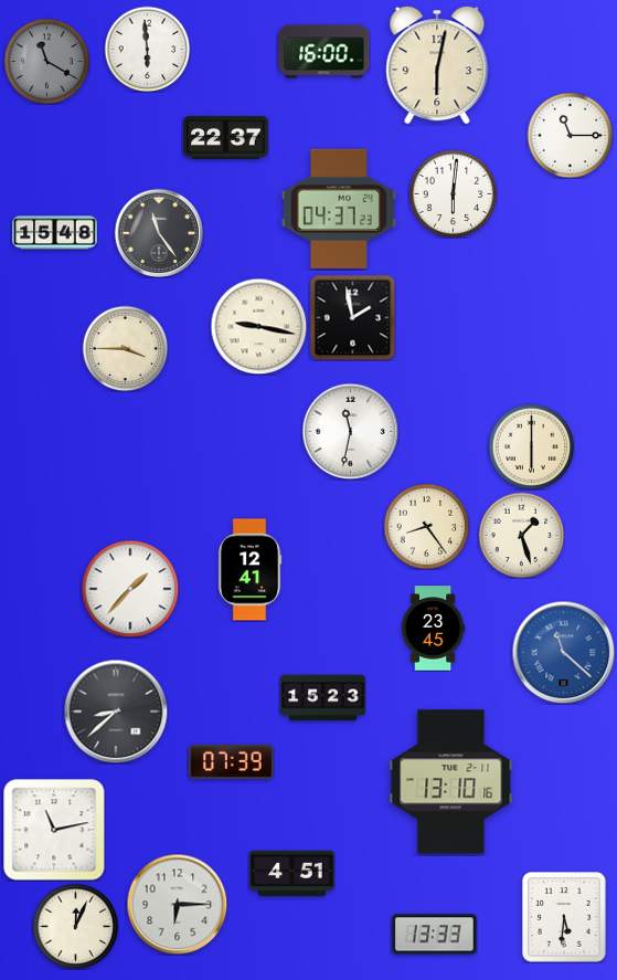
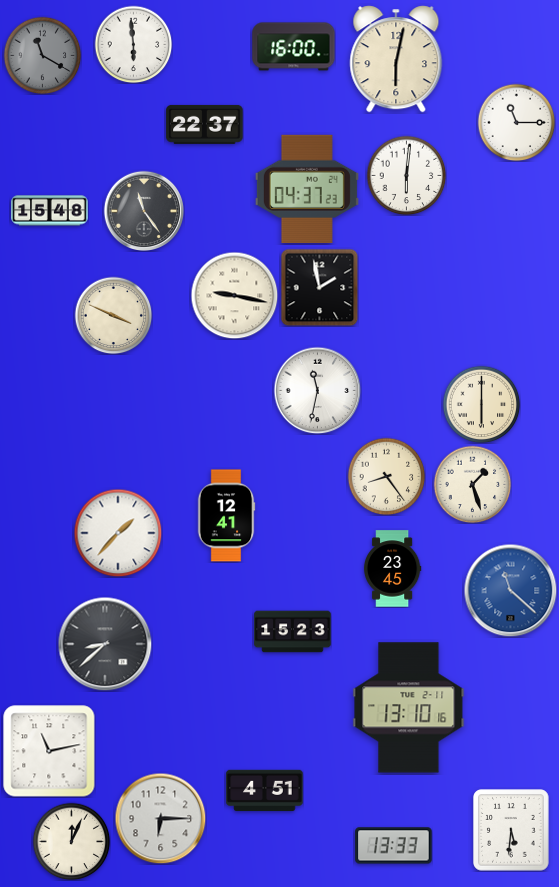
clock at (453, 193) position: (453, 193) -> (406, 175)
clock at (125, 348): 3:45 -> 3:49
clock at (232, 761): 07:39 -> none
clock at (75, 926) position: (75, 926) -> (71, 841)
